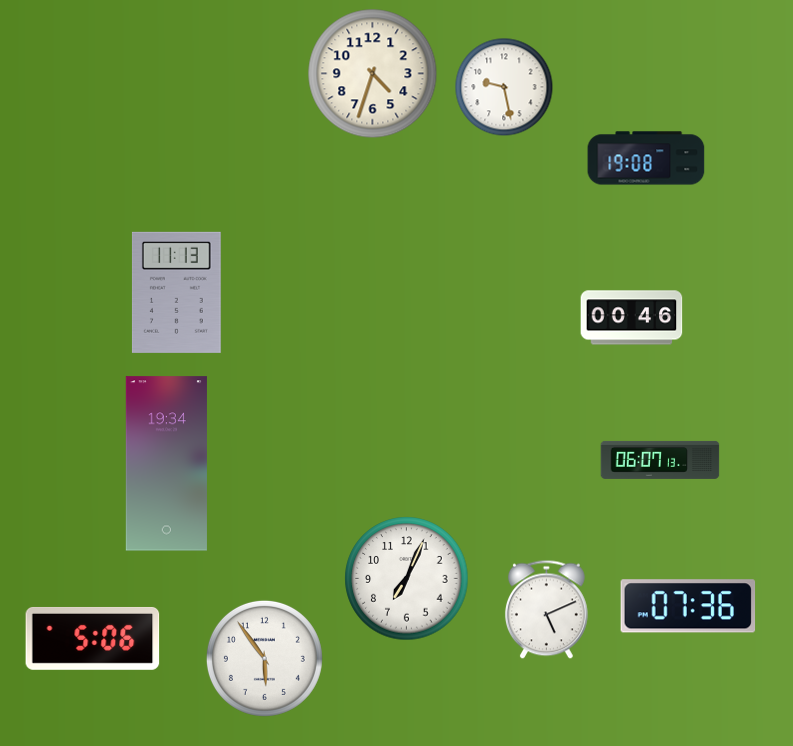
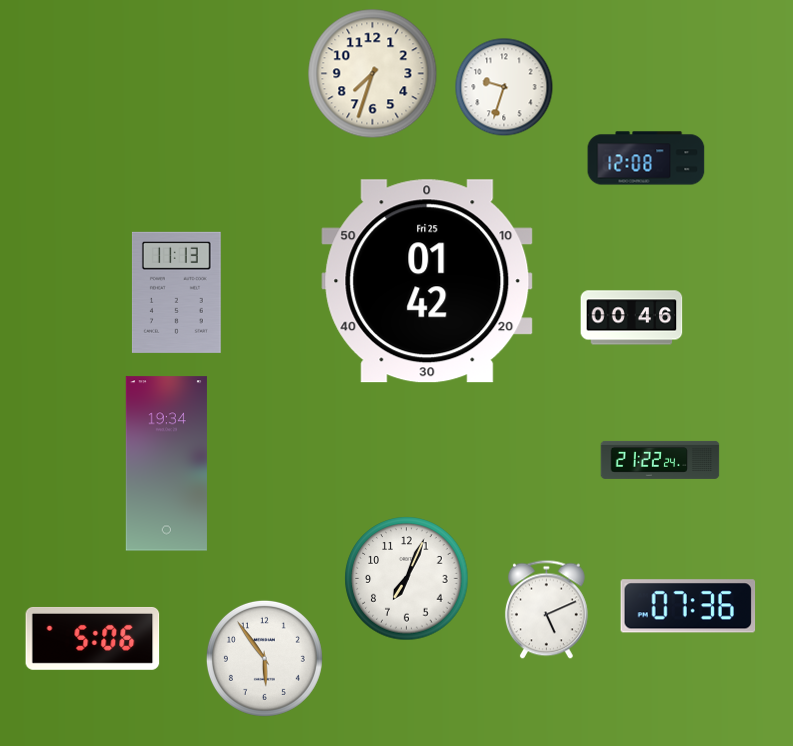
clock at (373, 74): 4:33 -> 7:33
clock at (504, 87): 9:28 -> 9:33
clock at (646, 158): 19:08 -> 12:08
clock at (427, 281): none -> 01:42
clock at (660, 460): 06:07 -> 21:22
